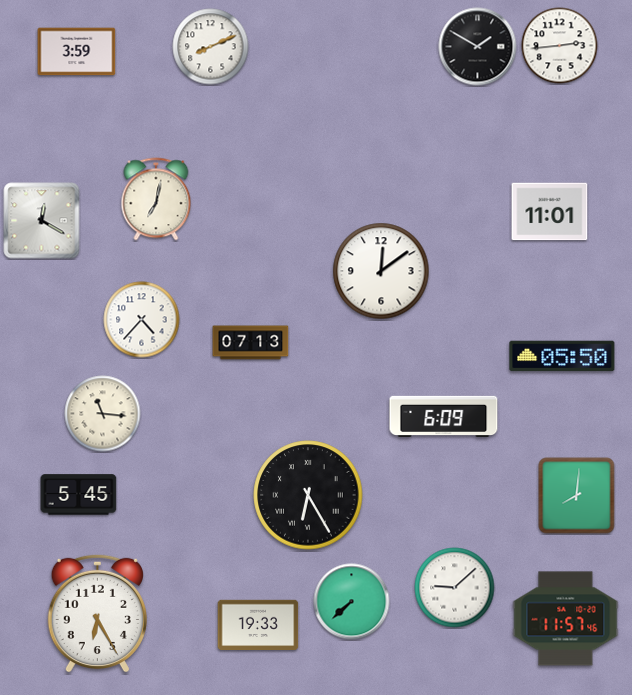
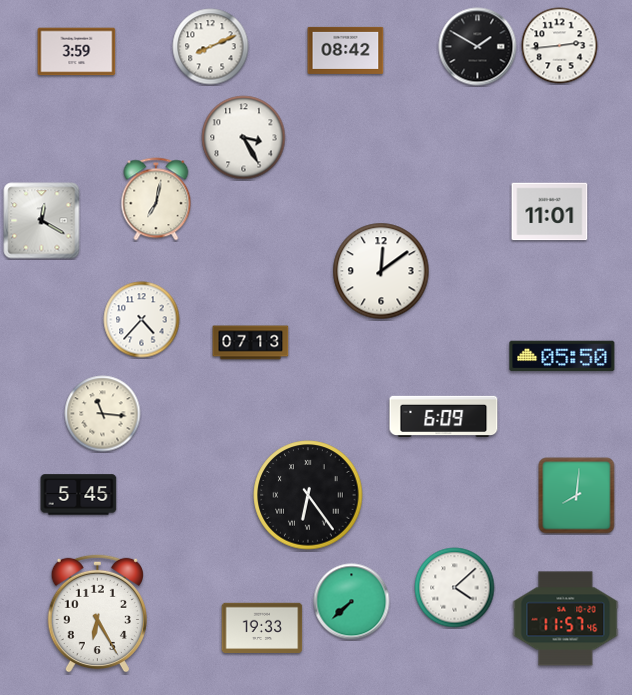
clock at (346, 50): none -> 08:42
clock at (244, 138): none -> 3:25
clock at (308, 495): 6:25 -> 6:24
clock at (455, 588): 9:08 -> 4:08
clock at (258, 624) position: (258, 624) -> (262, 627)
